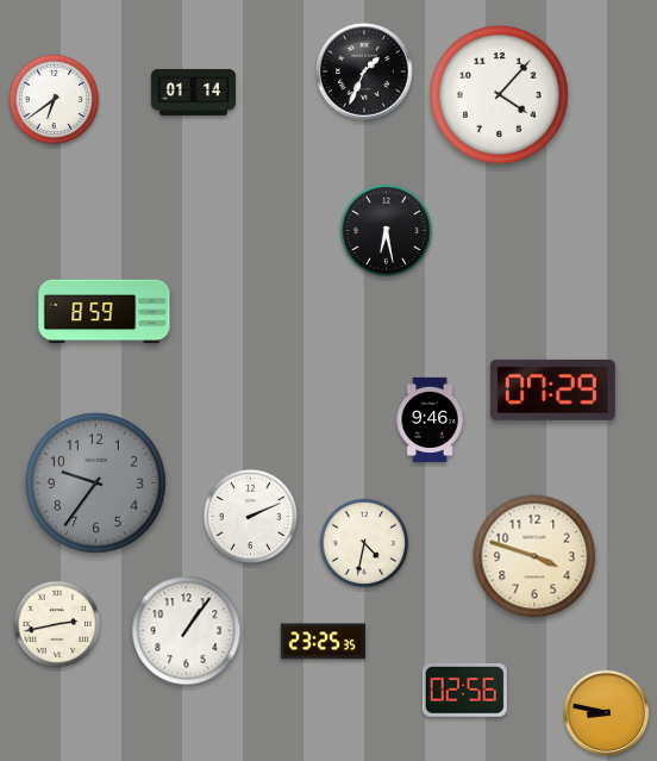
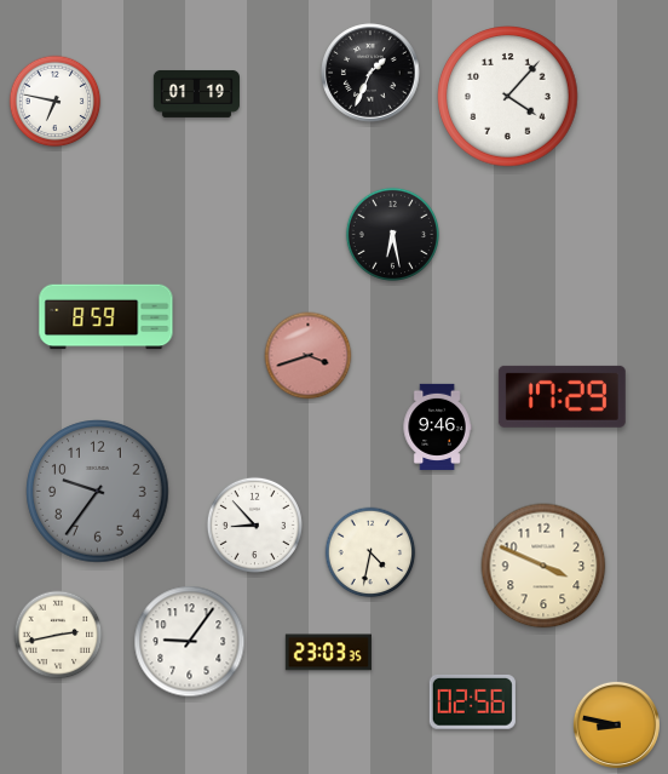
clock at (193, 92): 01:14 -> 01:19
clock at (55, 100): 6:39 -> 6:47
clock at (309, 356): none -> 3:42
clock at (552, 389): 07:29 -> 17:29
clock at (250, 516): 2:11 -> 8:53
clock at (534, 556): 3:48 -> 3:49
clock at (187, 631): 1:06 -> 9:06
clock at (323, 642): 23:25 -> 23:03
